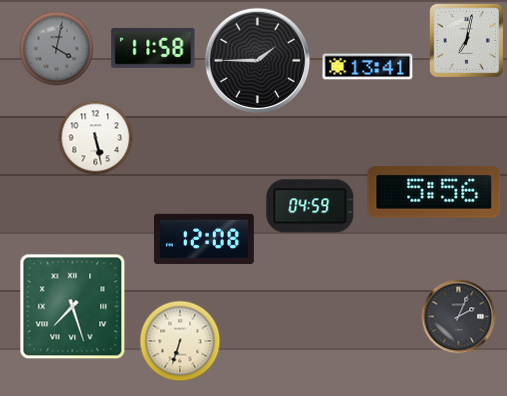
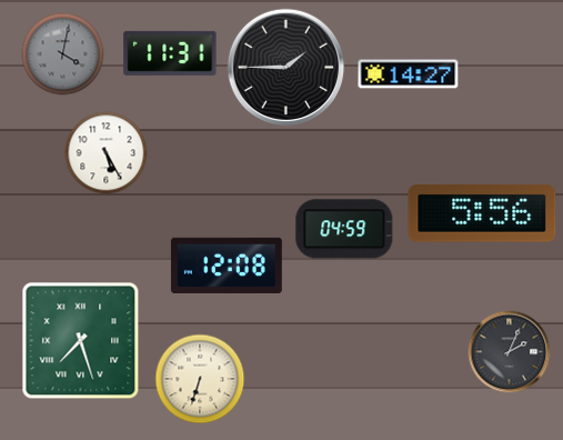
clock at (466, 40): 7:02 -> none
clock at (153, 48): 11:58 -> 11:31
clock at (368, 67): 13:41 -> 14:27
clock at (96, 138): 5:28 -> 5:25
